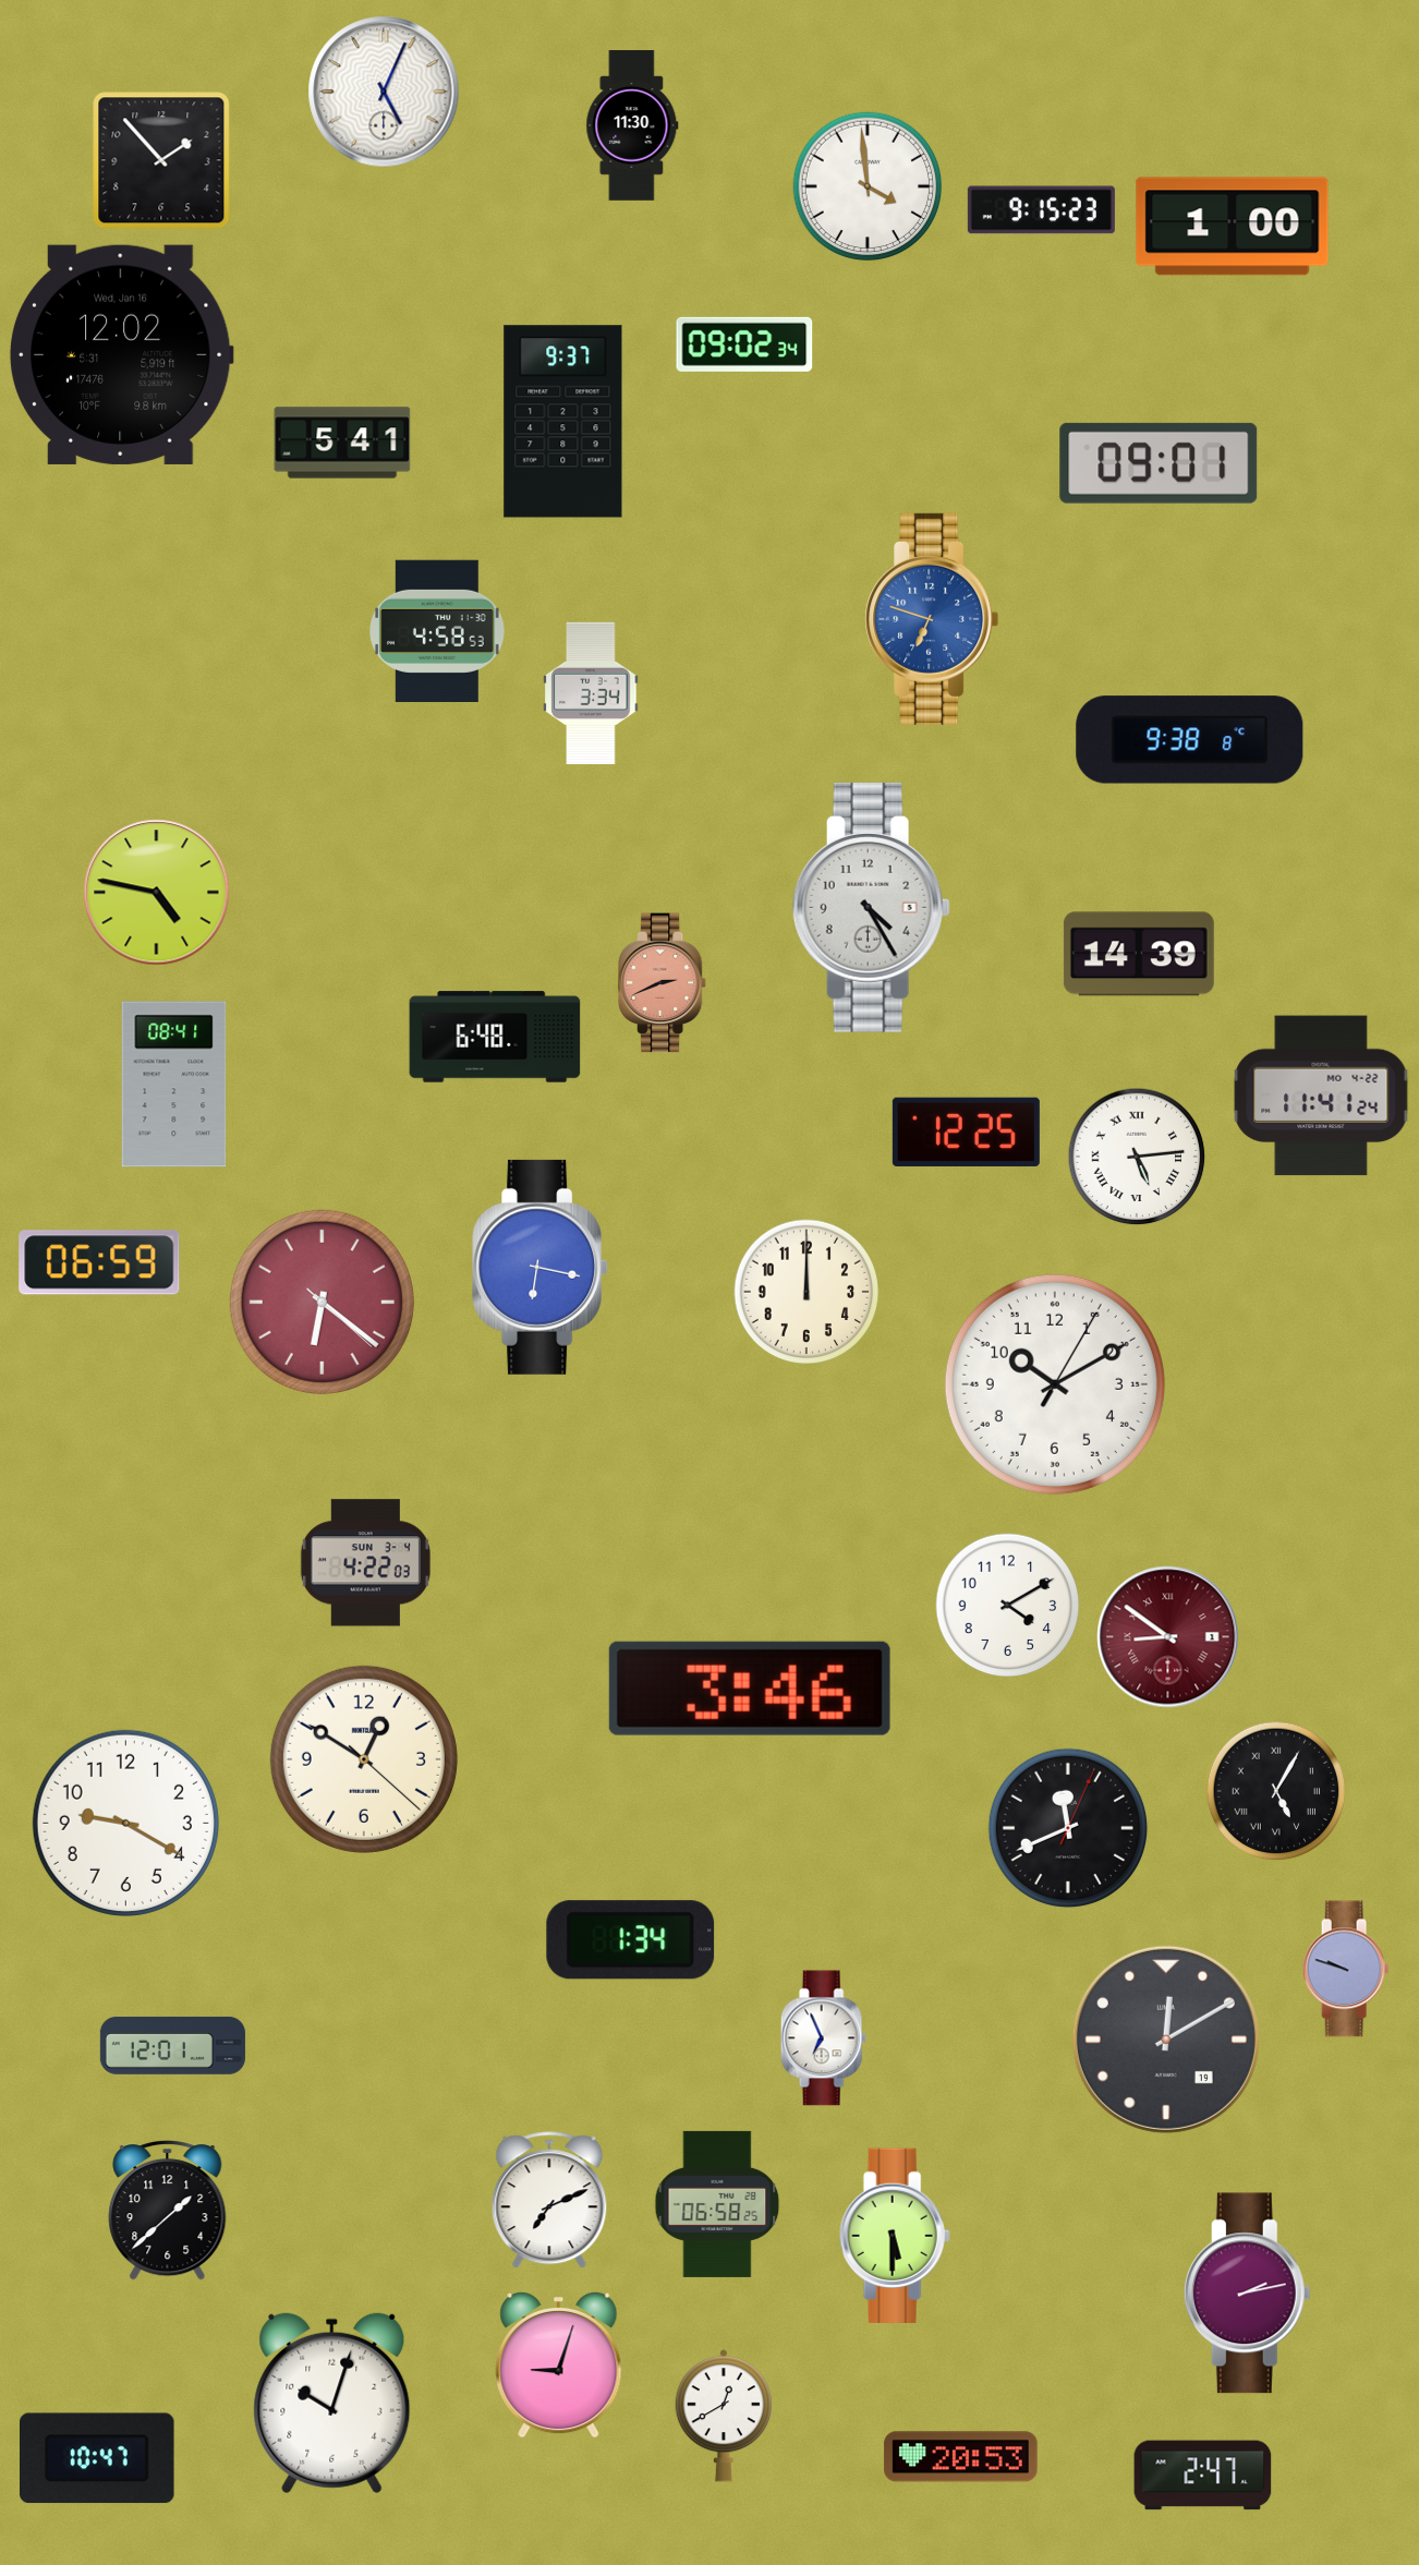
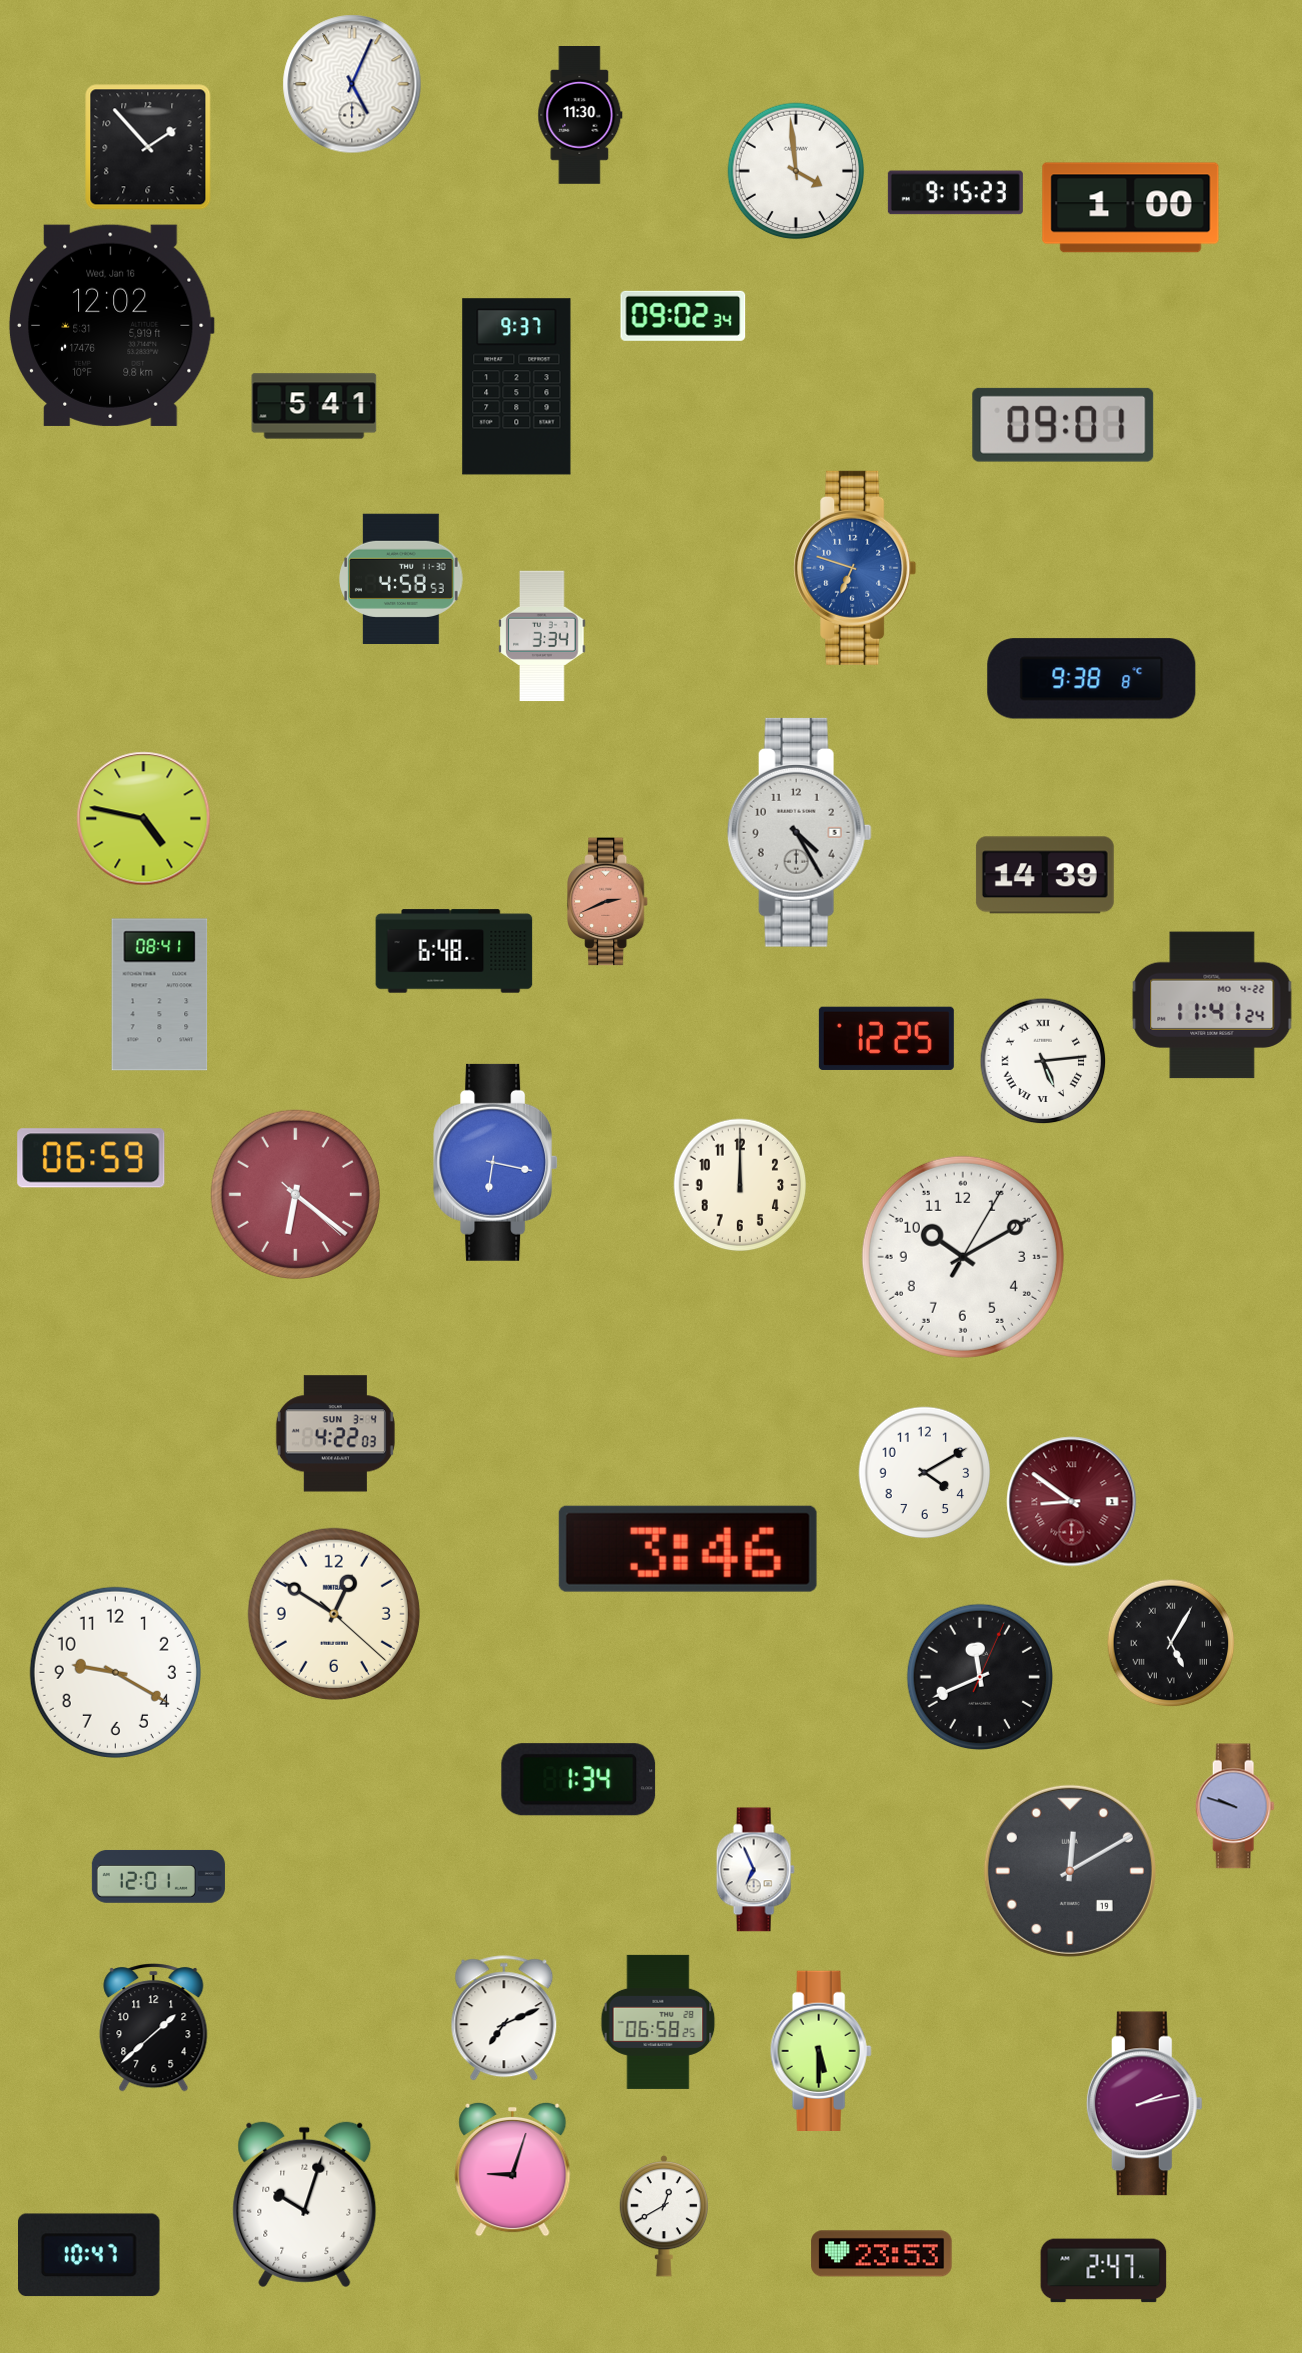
clock at (1055, 1384) position: (1055, 1384) -> (963, 1257)
clock at (961, 2457): 20:53 -> 23:53
